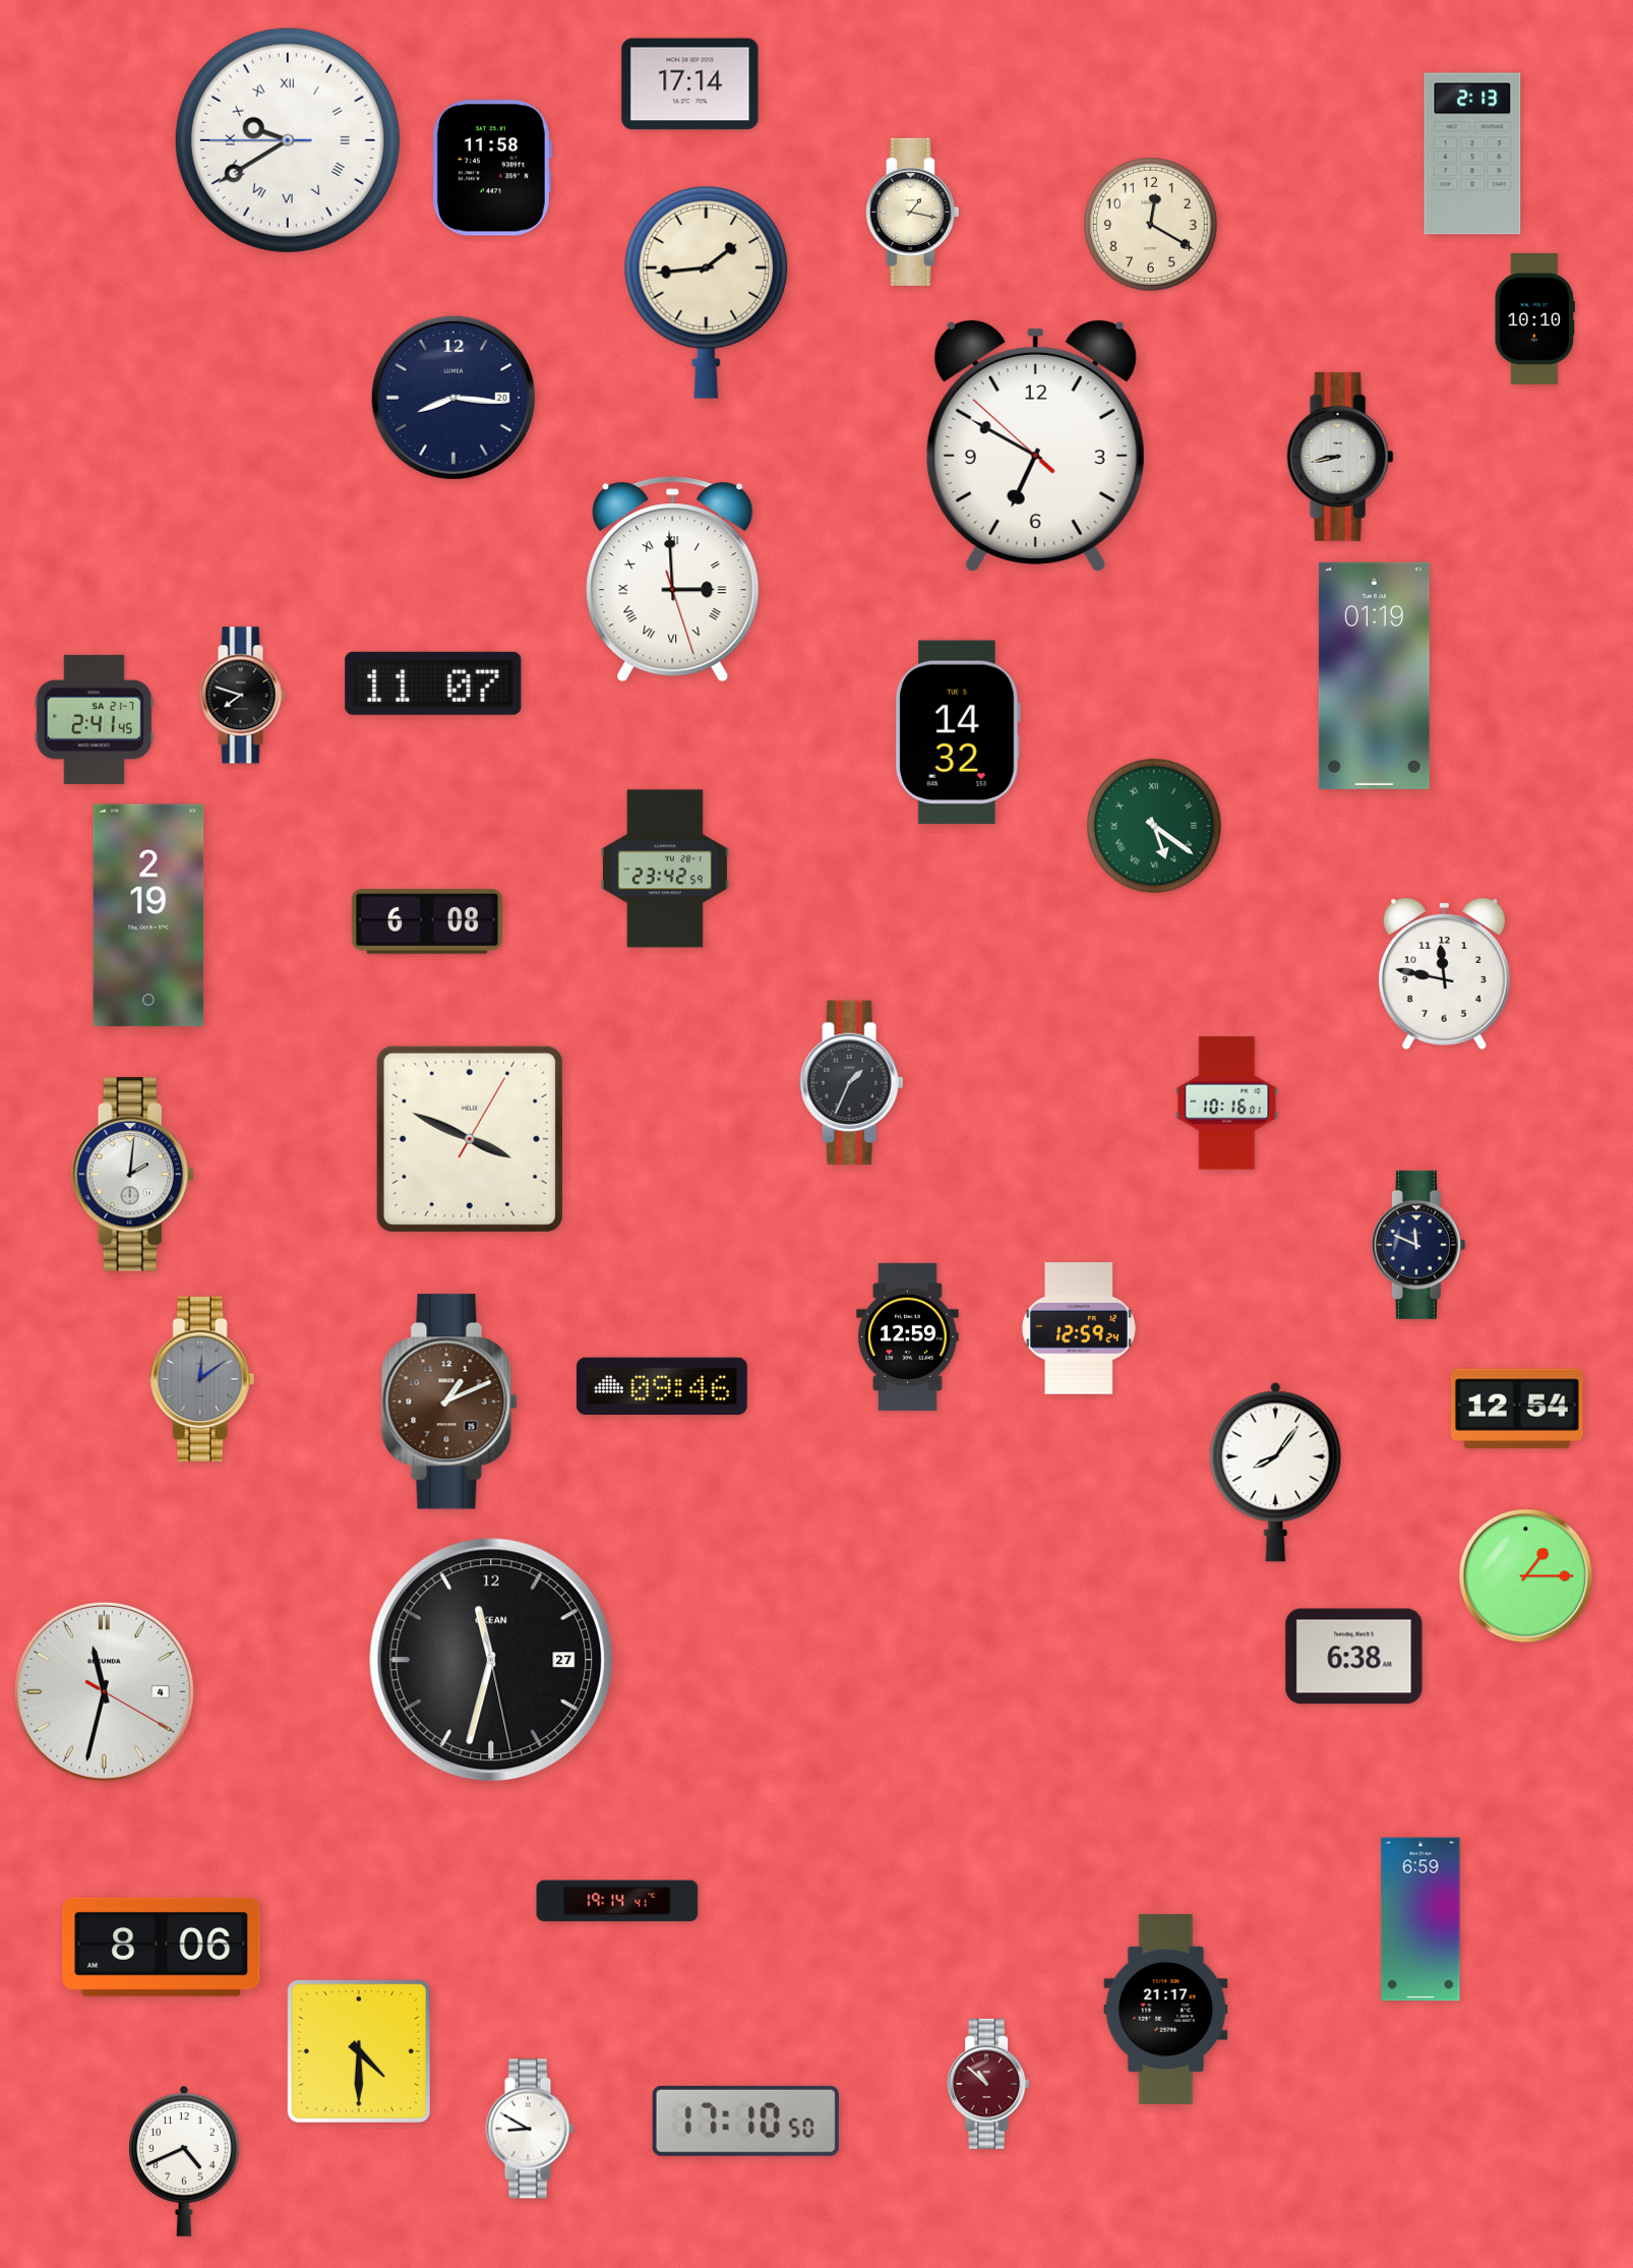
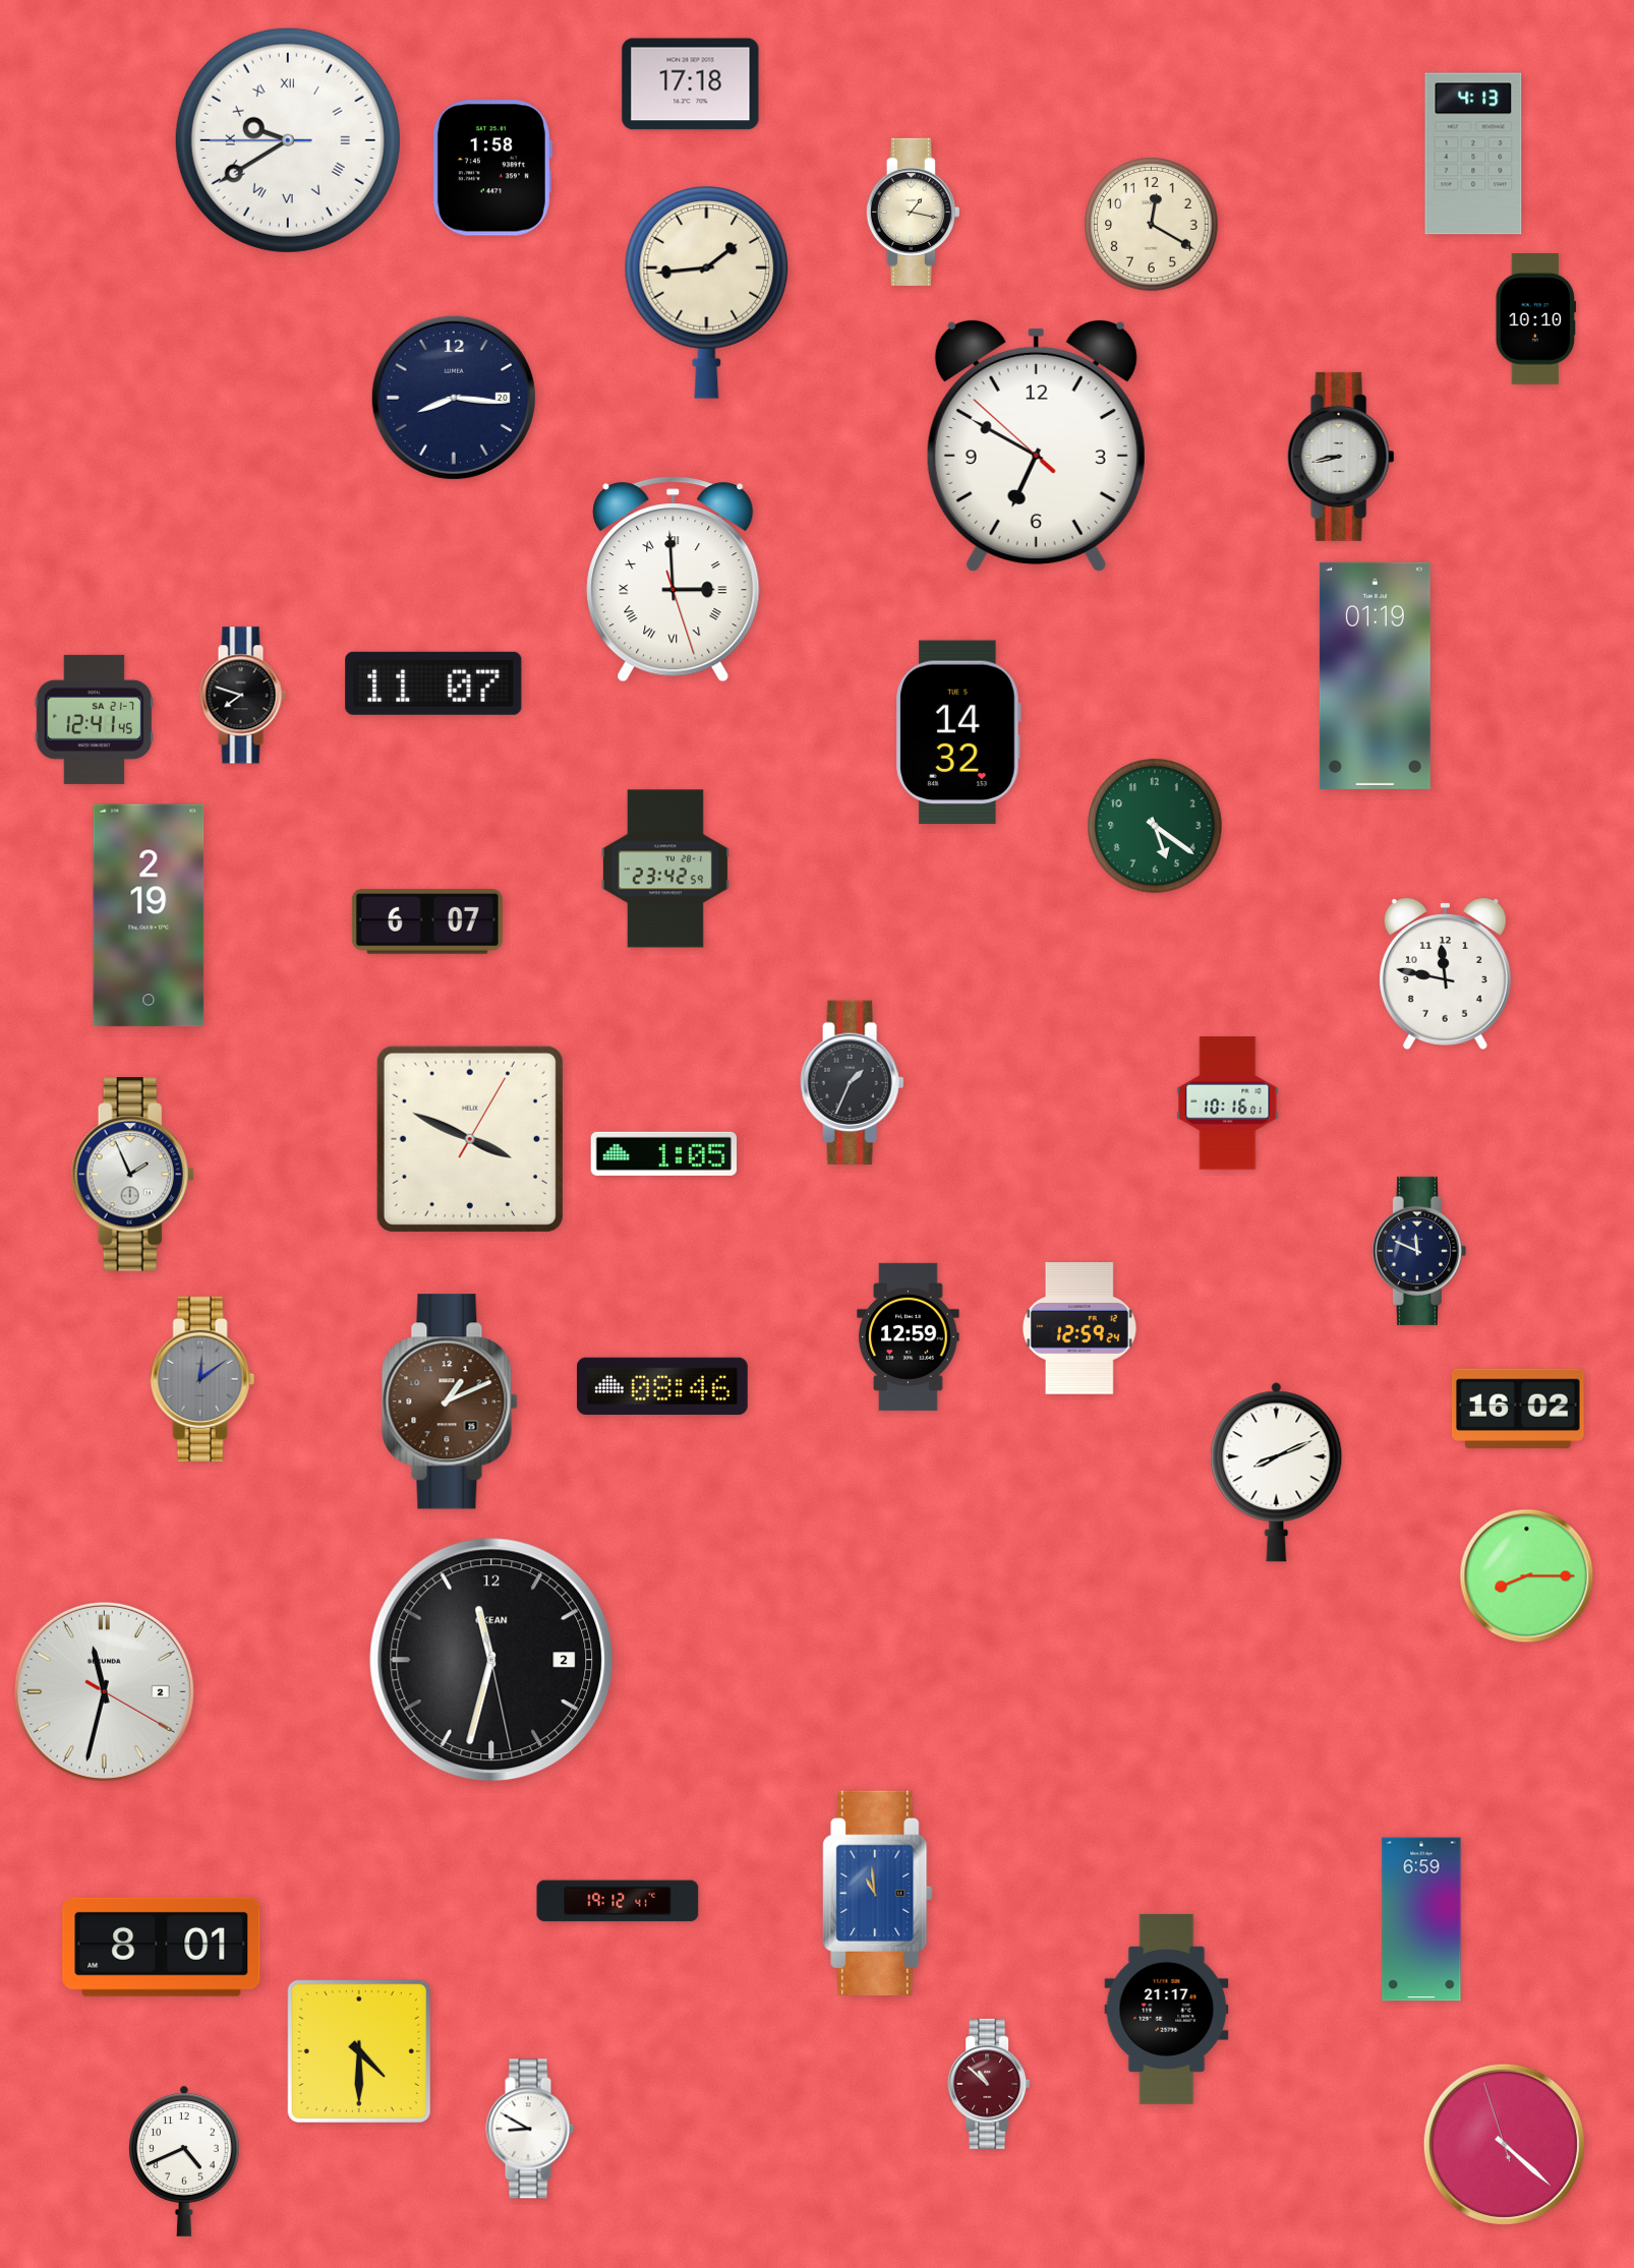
clock at (690, 84): 17:14 -> 17:18
clock at (1472, 154): 2:13 -> 4:13
clock at (491, 168): 11:58 -> 1:58
clock at (94, 719): 2:41 -> 12:41
clock at (1154, 826) numerals: Roman -> Arabic
clock at (427, 921): 6:08 -> 6:07
clock at (663, 1153): none -> 1:05
clock at (132, 1175): 2:01 -> 1:56
clock at (1418, 1245) position: (1418, 1245) -> (1419, 1251)
clock at (662, 1386): 09:46 -> 08:46
clock at (1517, 1409): 12:54 -> 16:02
clock at (1276, 1473): 8:06 -> 8:11
clock at (1526, 1576): 1:15 -> 8:15
clock at (1354, 1657): 6:38 -> none
clock at (491, 1660) date: 27 -> 2
clock at (104, 1691) date: 4 -> 2
clock at (878, 1893): none -> 10:59
clock at (617, 1901): 19:14 -> 19:12
clock at (162, 1947): 8:06 -> 8:01
clock at (745, 2121): 17:10 -> none
clock at (1504, 2144): none -> 4:21
